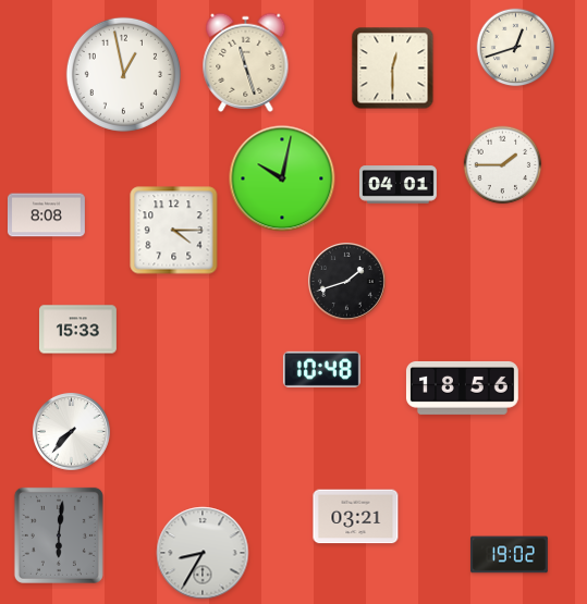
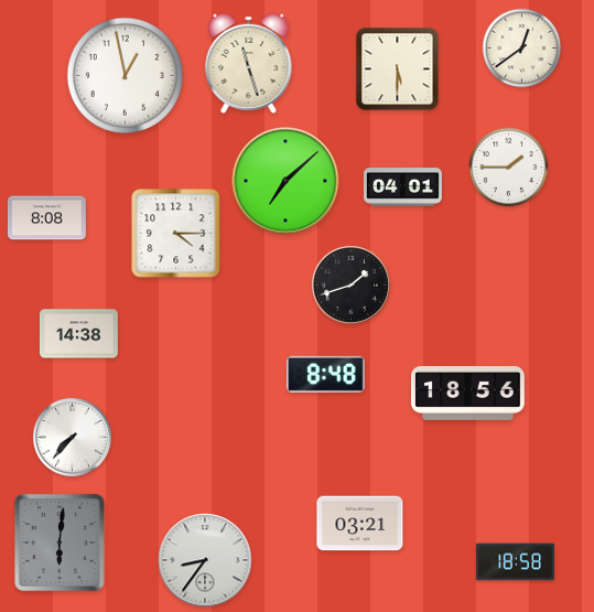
clock at (516, 48): 12:42 -> 12:39
clock at (393, 69): 12:30 -> 5:30
clock at (282, 178): 10:02 -> 7:08
clock at (77, 330): 15:33 -> 14:38
clock at (321, 369): 10:48 -> 8:48
clock at (203, 553): 8:35 -> 8:36
clock at (509, 555): 19:02 -> 18:58
